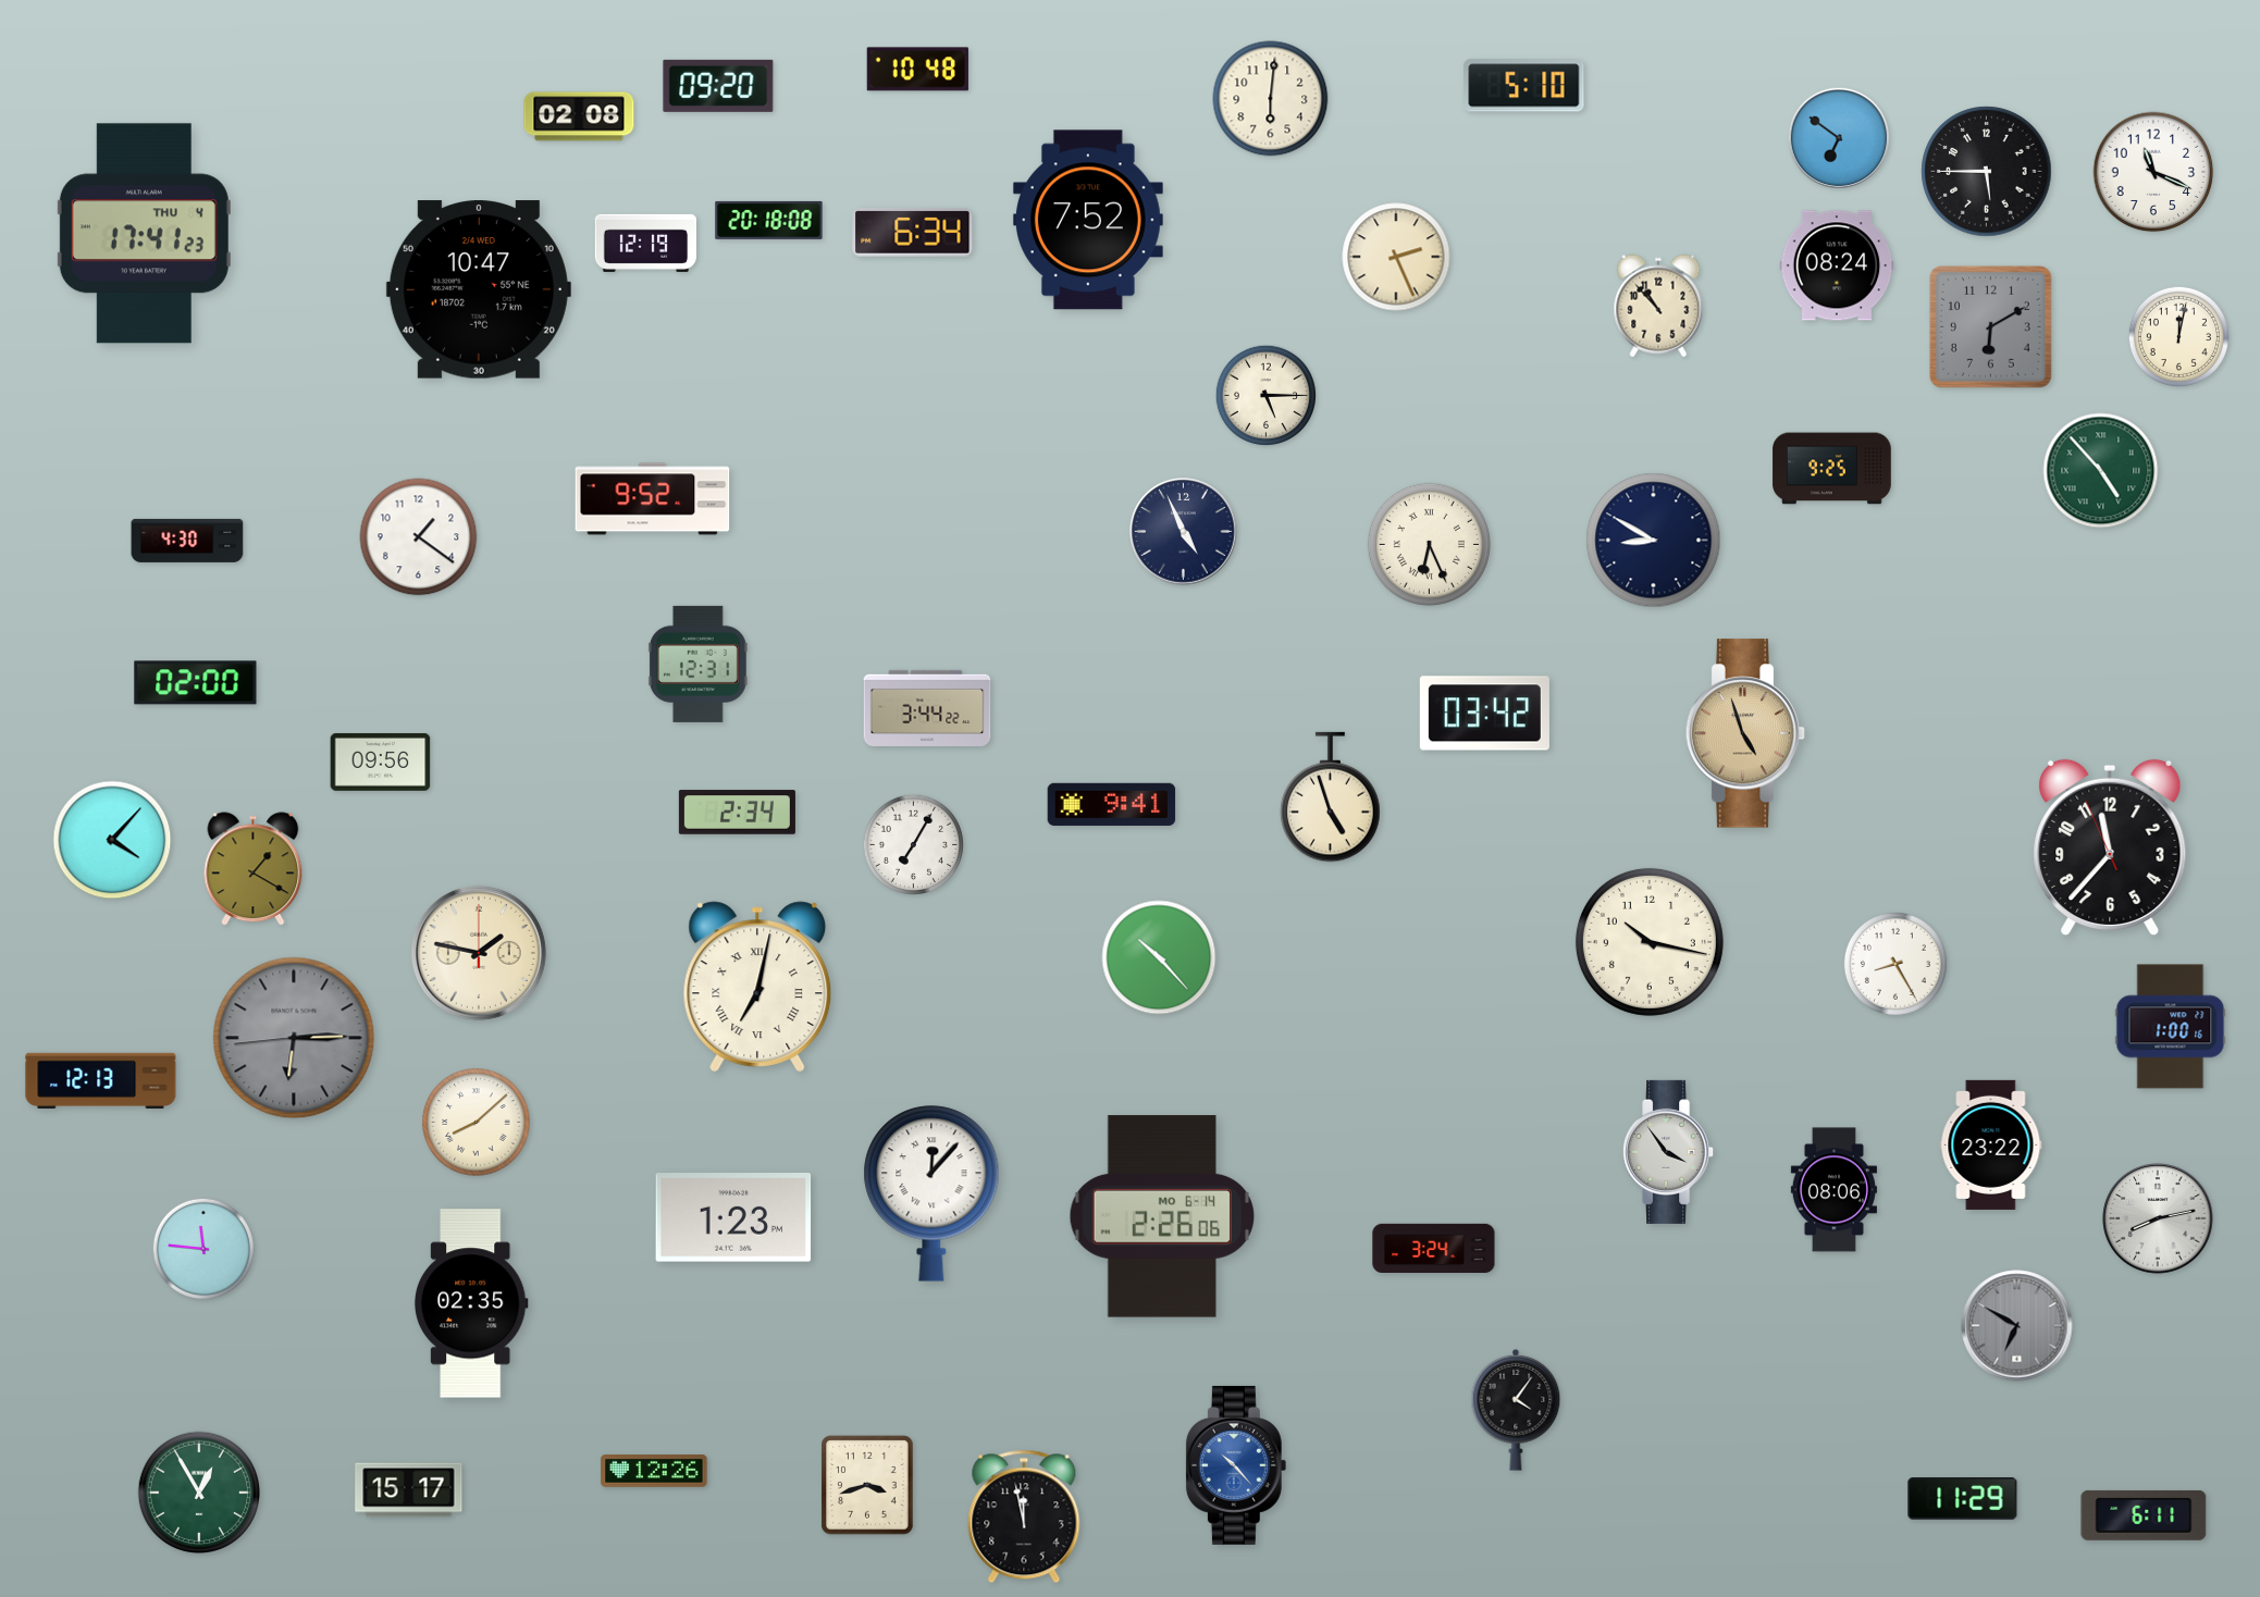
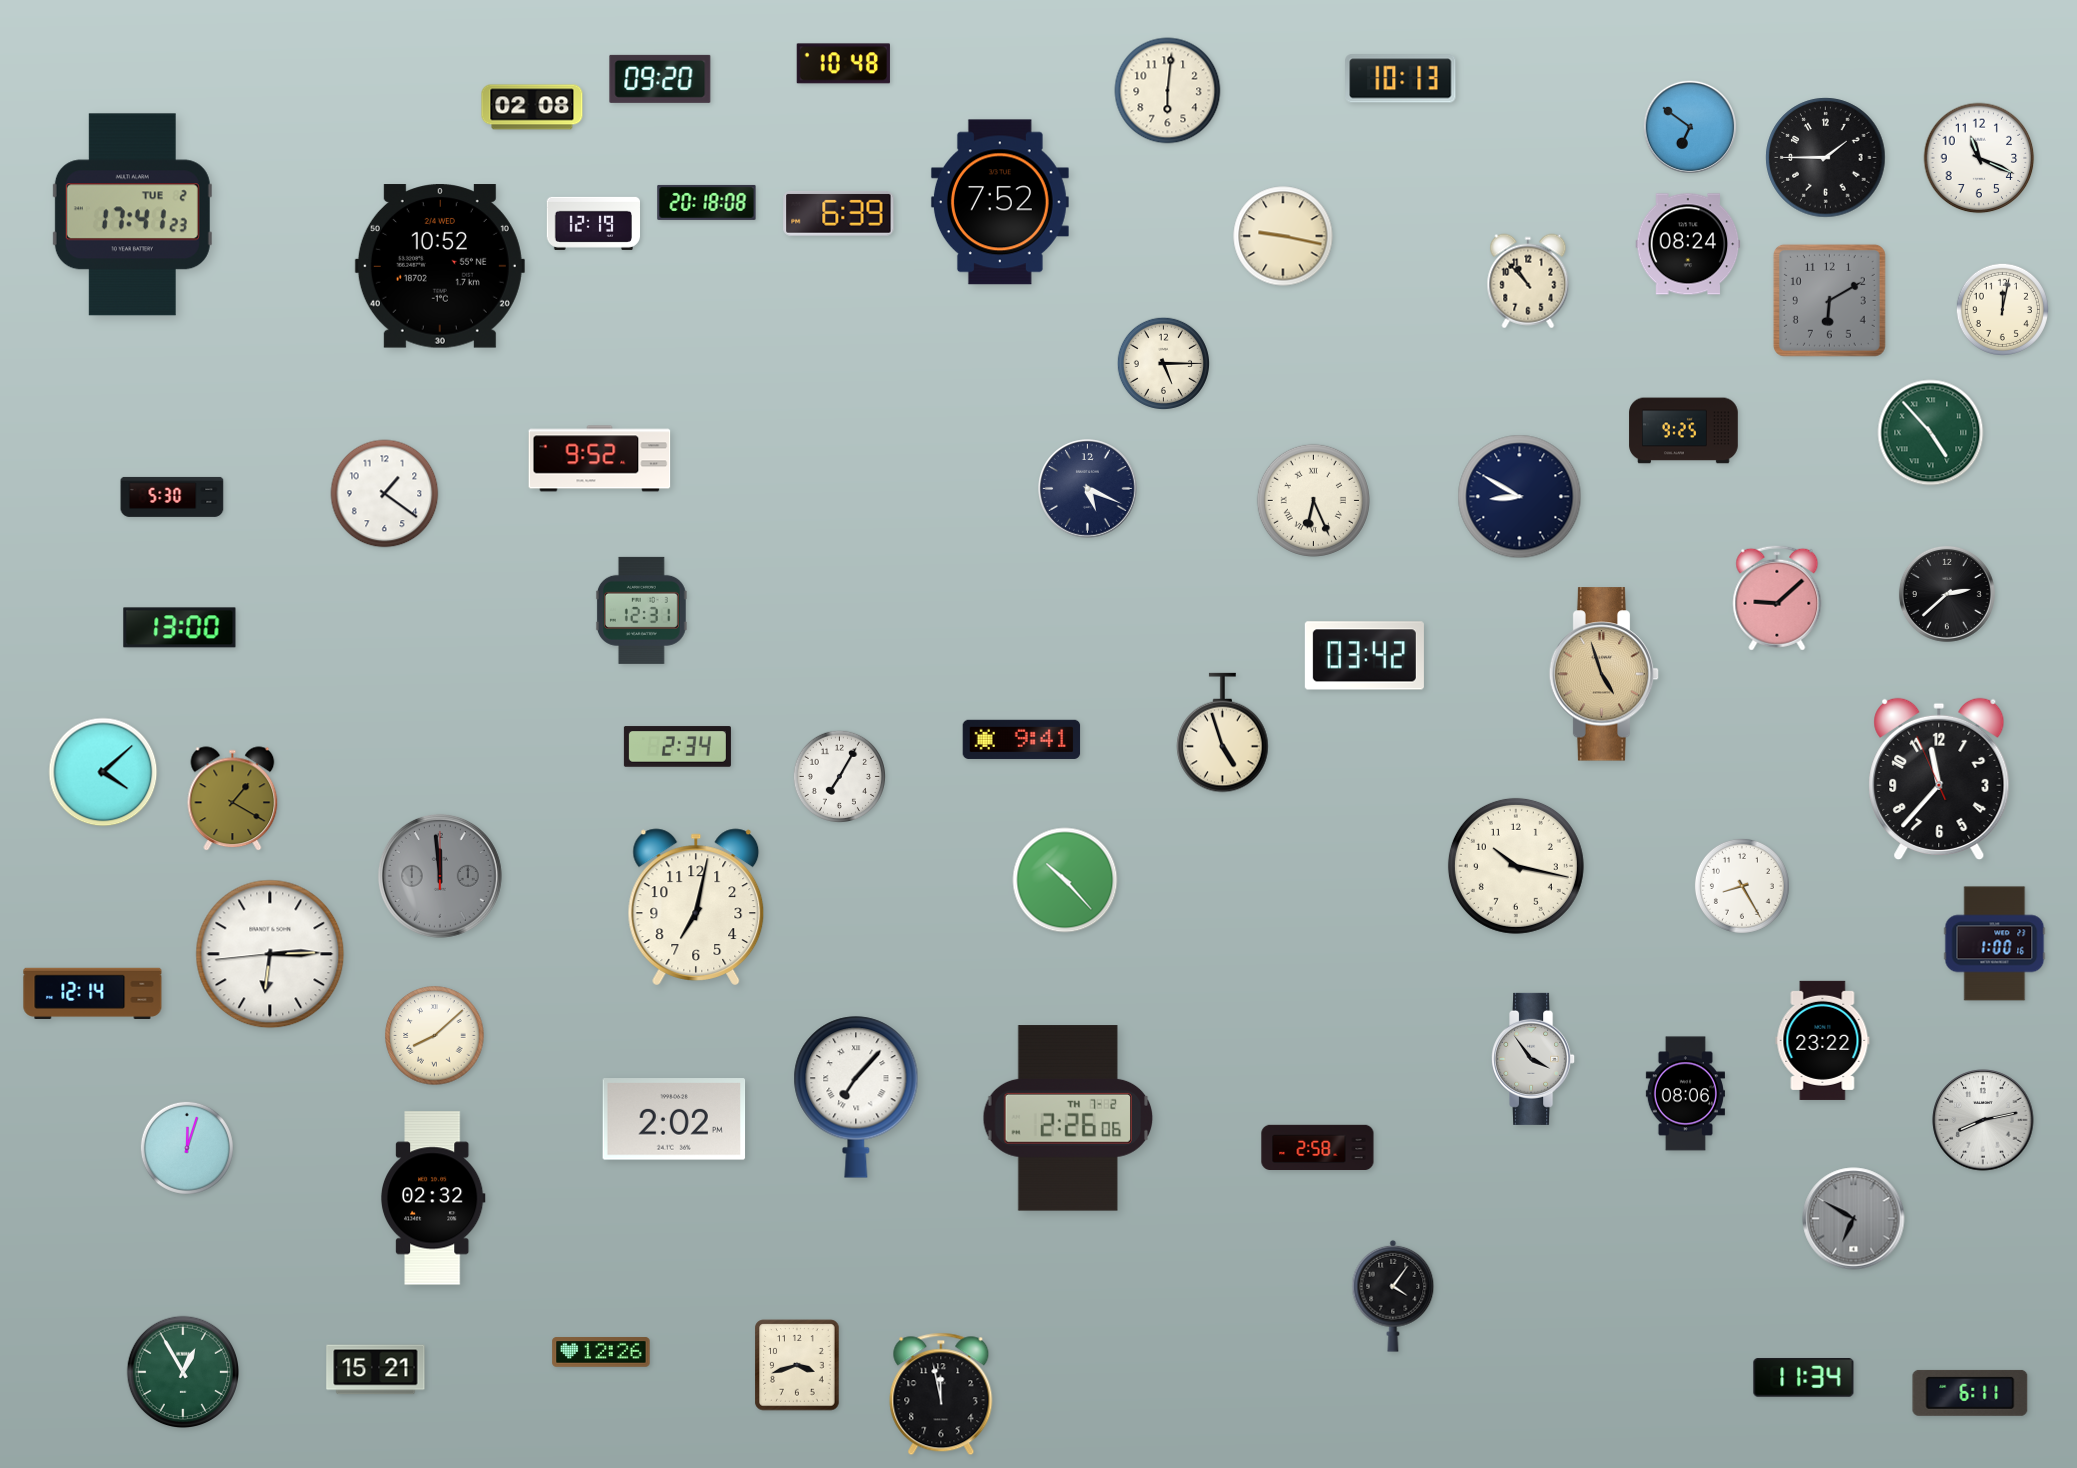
clock at (1524, 86): 5:10 -> 10:13
clock at (1987, 172): 5:45 -> 1:45
clock at (913, 233): 6:34 -> 6:39
clock at (144, 234) date: THU 4 -> TUE 2
clock at (1396, 257): 2:26 -> 9:17
clock at (479, 289): 10:47 -> 10:52
clock at (1658, 306) position: (1658, 306) -> (1528, 281)
clock at (1184, 532): 4:56 -> 5:19
clock at (187, 541): 4:30 -> 5:30
clock at (1947, 594): none -> 2:38
clock at (1777, 598): none -> 9:08
clock at (196, 683): 02:00 -> 13:00
clock at (927, 708): 3:44 -> none
clock at (381, 762): 09:56 -> none
clock at (112, 840): 4:07 -> 4:08
clock at (479, 953): 1:47 -> 11:59
clock at (479, 953) dial: cream -> grey
clock at (757, 987) numerals: Roman -> Arabic
clock at (294, 1038) dial: grey -> white
clock at (101, 1080): 12:13 -> 12:14
clock at (477, 1123) position: (477, 1123) -> (435, 1036)
clock at (1991, 1144) position: (1991, 1144) -> (1823, 1040)
clock at (931, 1193): 12:07 -> 7:07
clock at (1162, 1216) date: MO 6-14 -> TH 7-2
clock at (733, 1217): 1:23 -> 2:02
clock at (1434, 1248): 3:24 -> 2:58
clock at (203, 1249): 11:46 -> 12:03
clock at (471, 1303): 02:35 -> 02:32
clock at (1236, 1465): 10:23 -> none
clock at (409, 1490): 15:17 -> 15:21
clock at (1963, 1499): 11:29 -> 11:34
